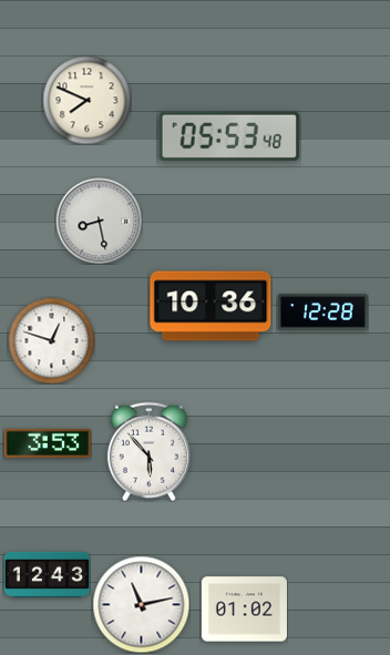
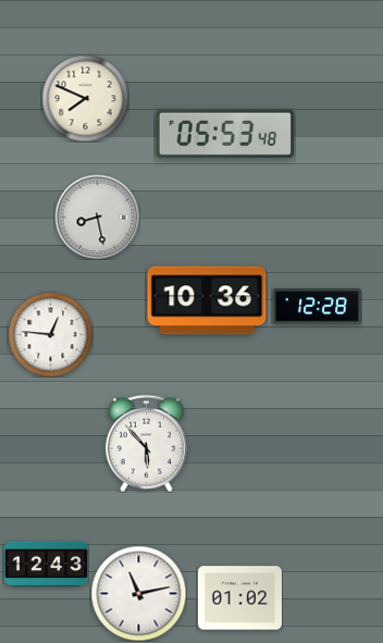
clock at (51, 340): 12:48 -> 12:46
clock at (48, 443): 3:53 -> none
